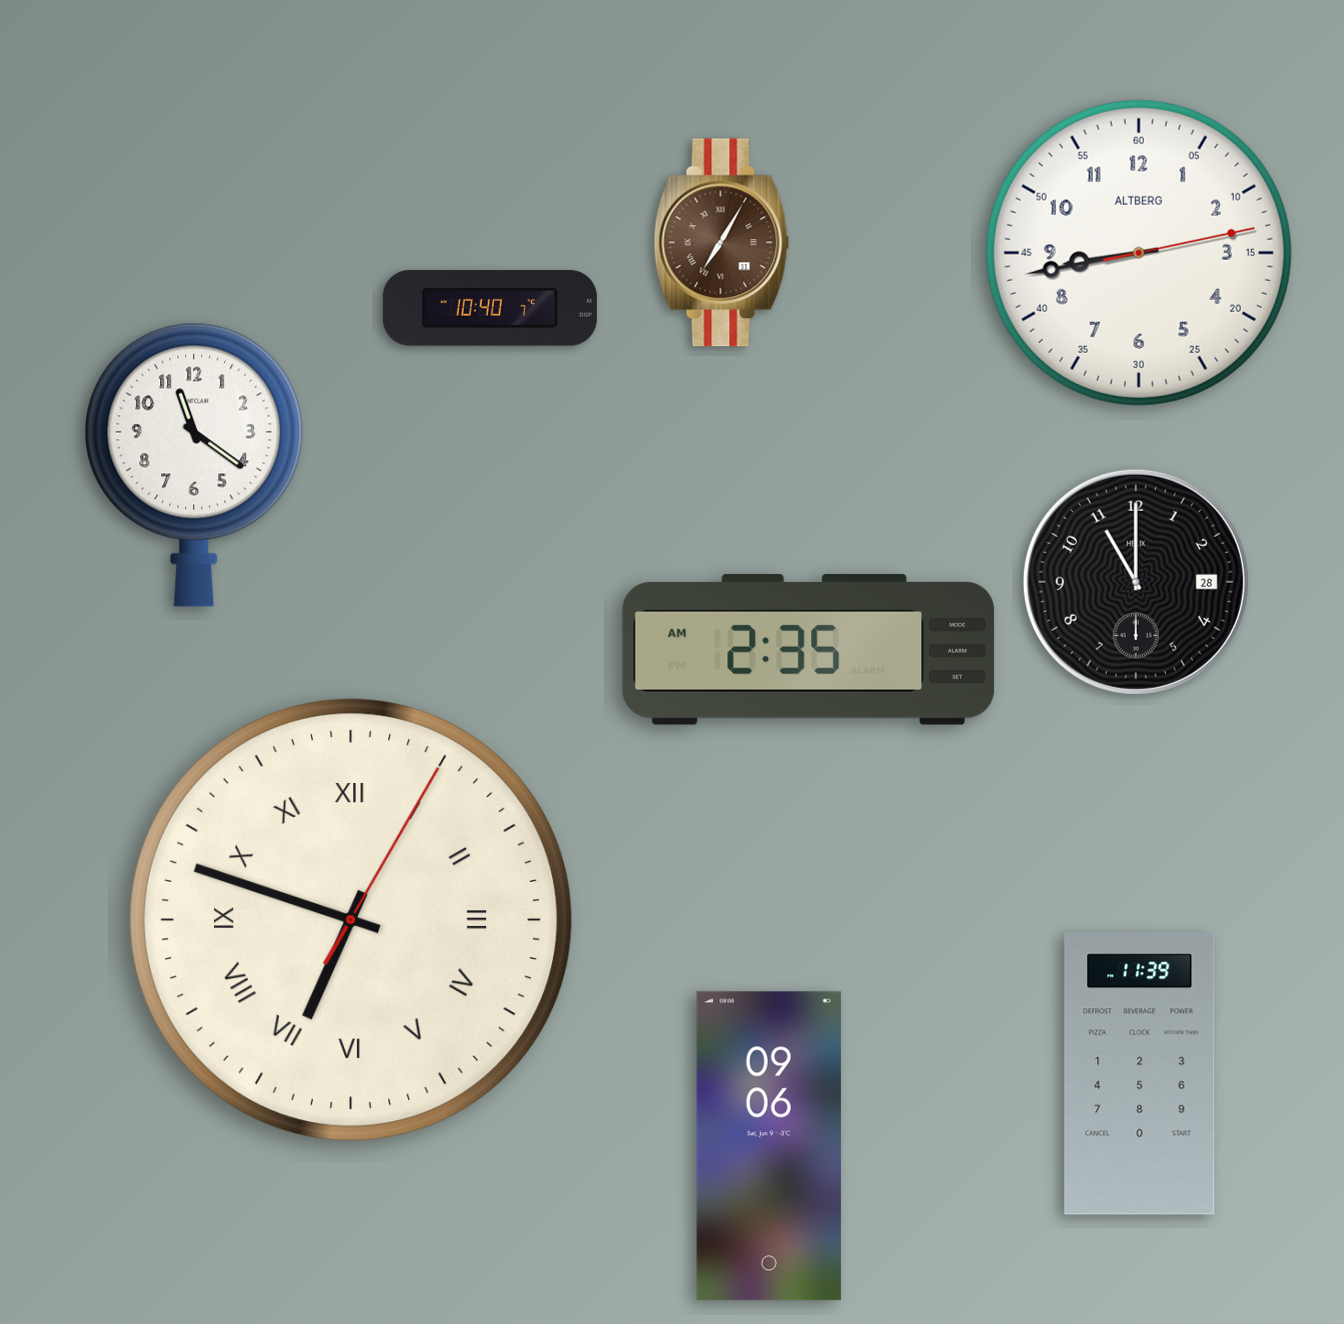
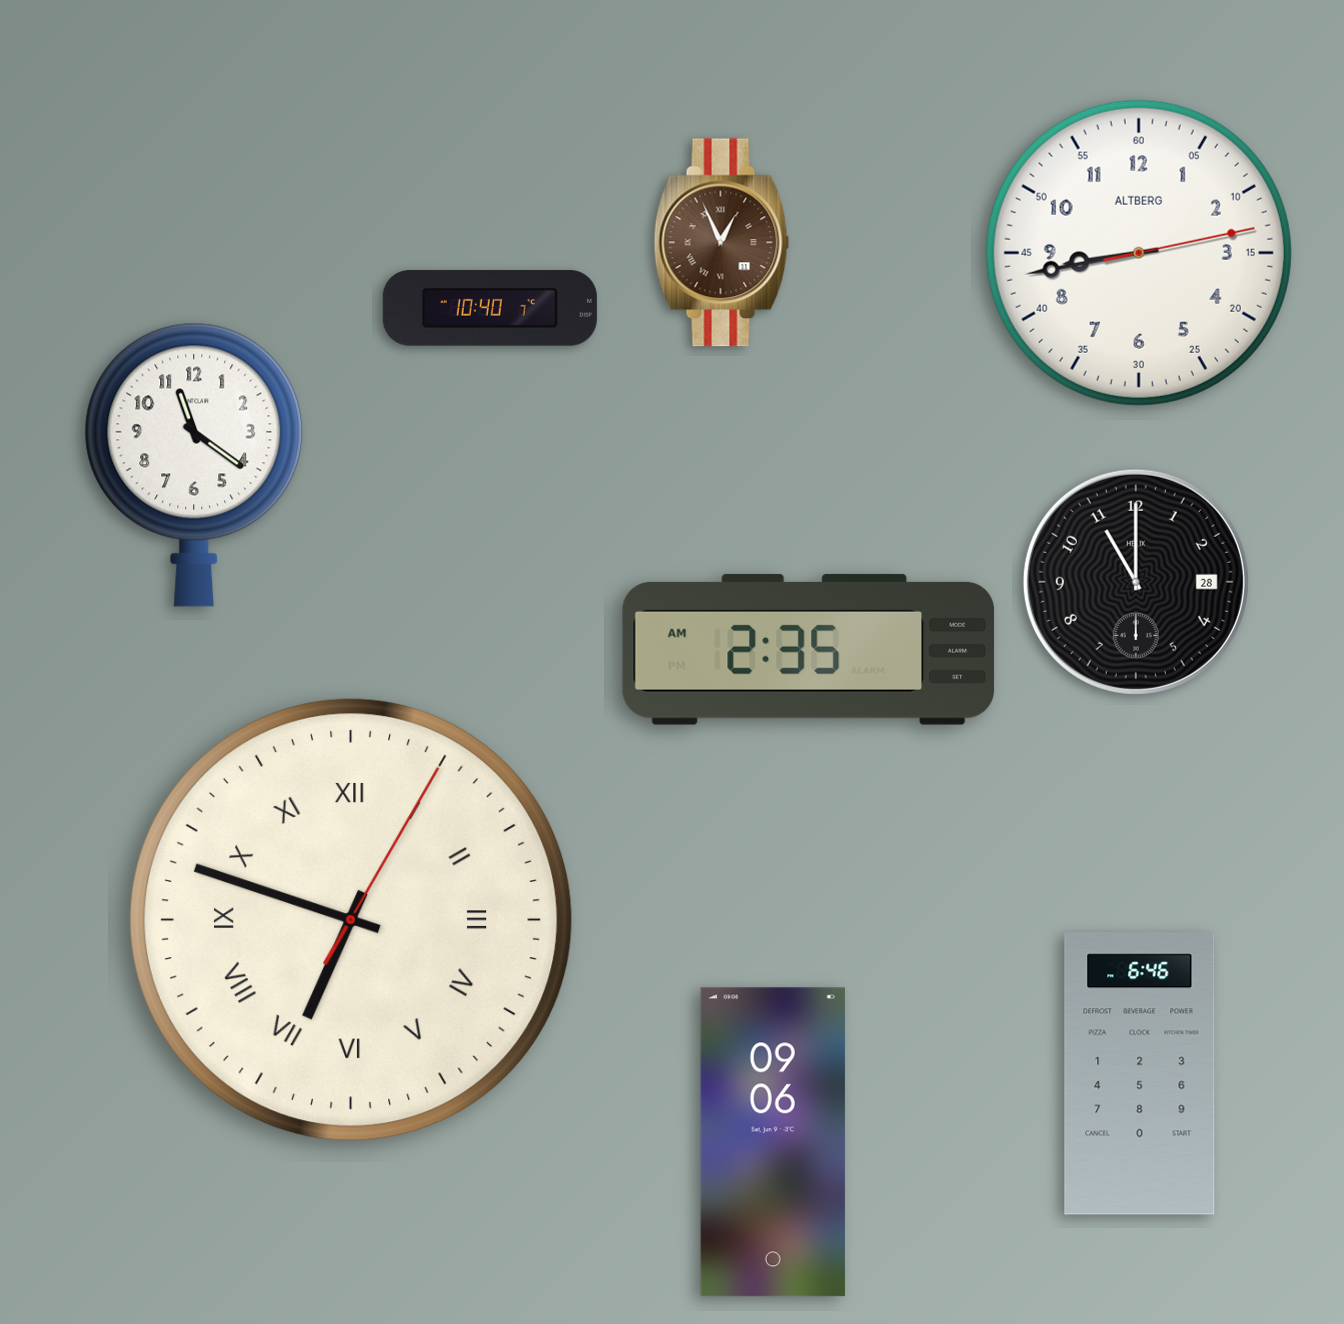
clock at (722, 243): 7:05 -> 12:56
clock at (1140, 1074): 11:39 -> 6:46
clock at (769, 1146) position: (769, 1146) -> (773, 1142)
